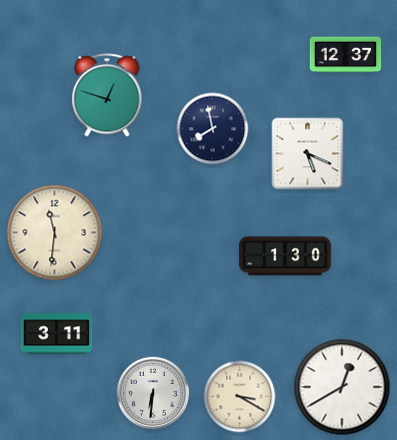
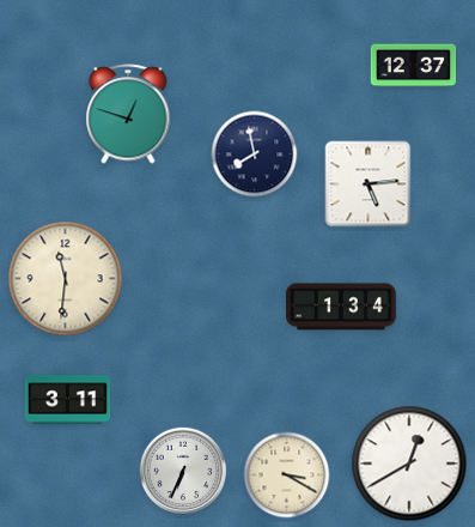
clock at (308, 154): 5:19 -> 5:14
clock at (285, 256): 1:30 -> 1:34
clock at (153, 393): 6:31 -> 6:34
